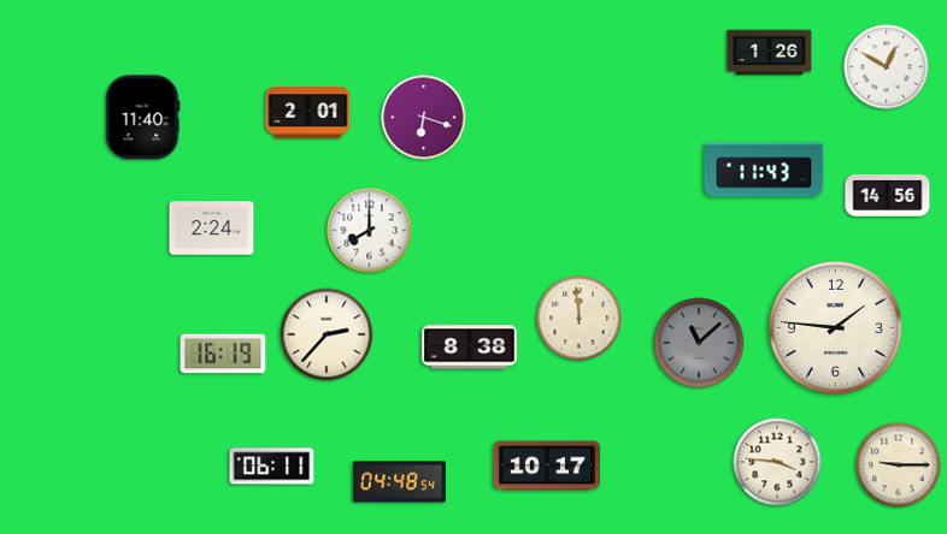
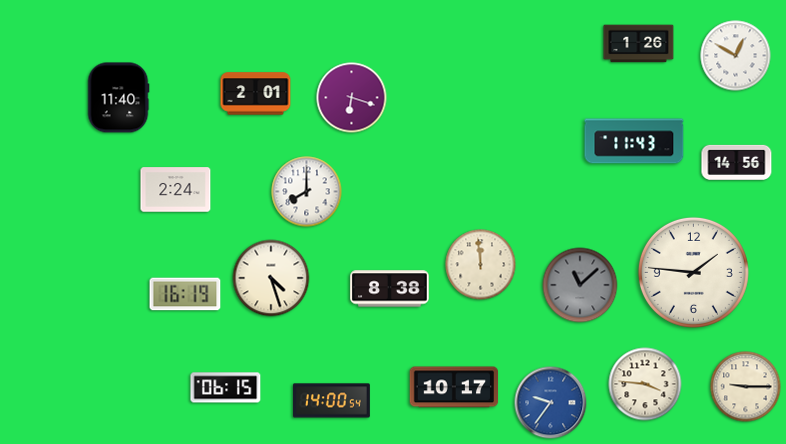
clock at (327, 334): 2:37 -> 4:27
clock at (272, 467): 06:11 -> 06:15
clock at (399, 482): 04:48 -> 14:00
clock at (551, 403): none -> 9:36
